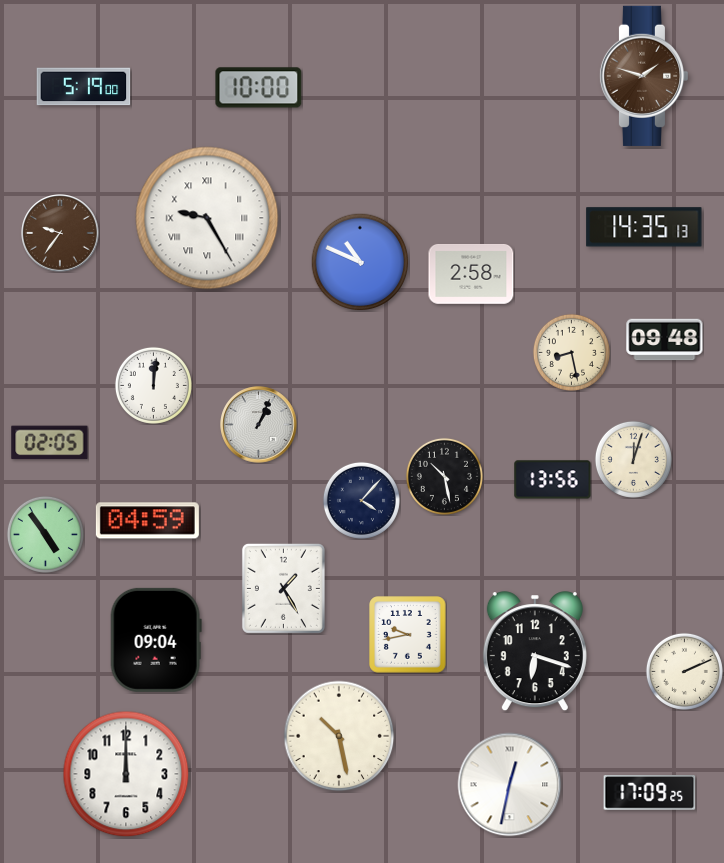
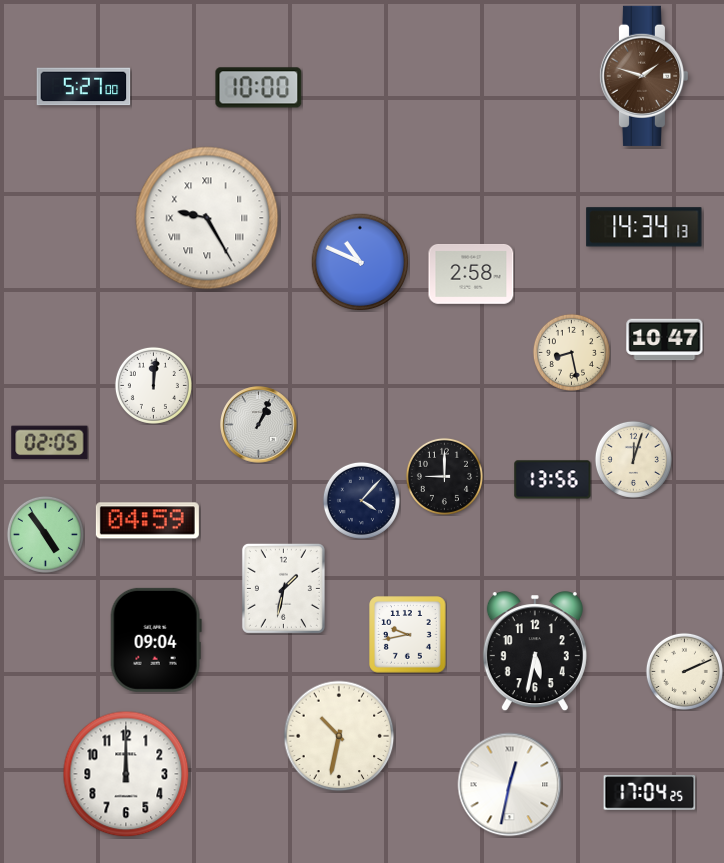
clock at (84, 87): 5:19 -> 5:27
clock at (644, 227): 14:35 -> 14:34
clock at (60, 233): 9:36 -> none
clock at (665, 340): 09:48 -> 10:47
clock at (444, 476): 10:28 -> 9:00
clock at (283, 588): 1:25 -> 1:32
clock at (535, 652): 6:18 -> 5:32
clock at (339, 736): 10:28 -> 10:32
clock at (650, 793): 17:09 -> 17:04
